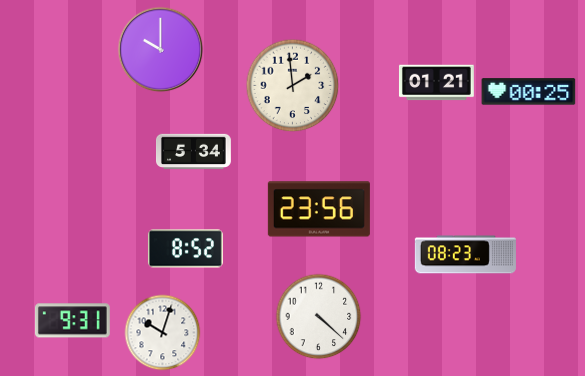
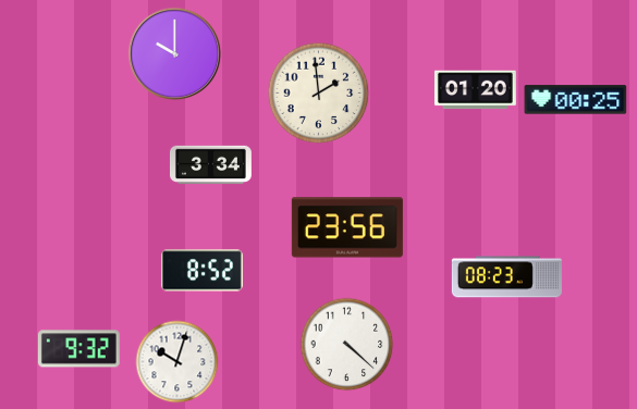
clock at (436, 83): 01:21 -> 01:20
clock at (194, 152): 5:34 -> 3:34
clock at (72, 321): 9:31 -> 9:32
